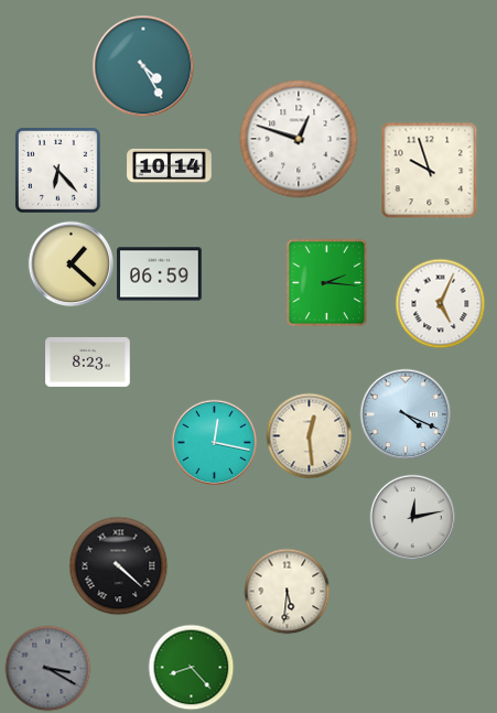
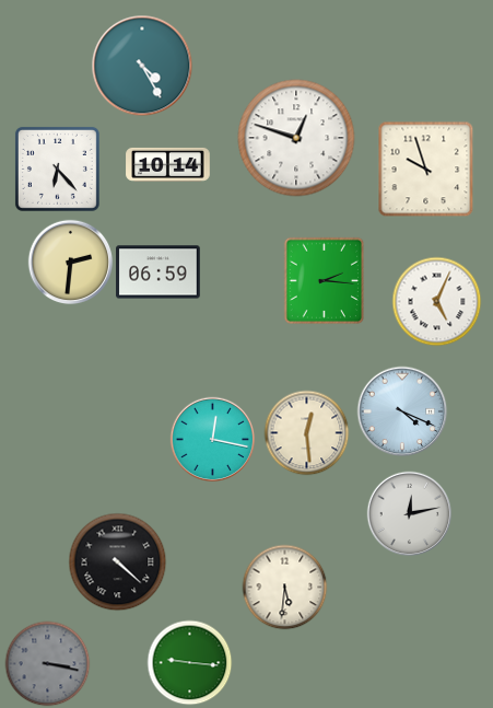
clock at (71, 263): 1:22 -> 2:31
clock at (88, 361): 8:23 -> none
clock at (191, 667): 8:23 -> 9:16
clock at (47, 668): 3:20 -> 3:17
